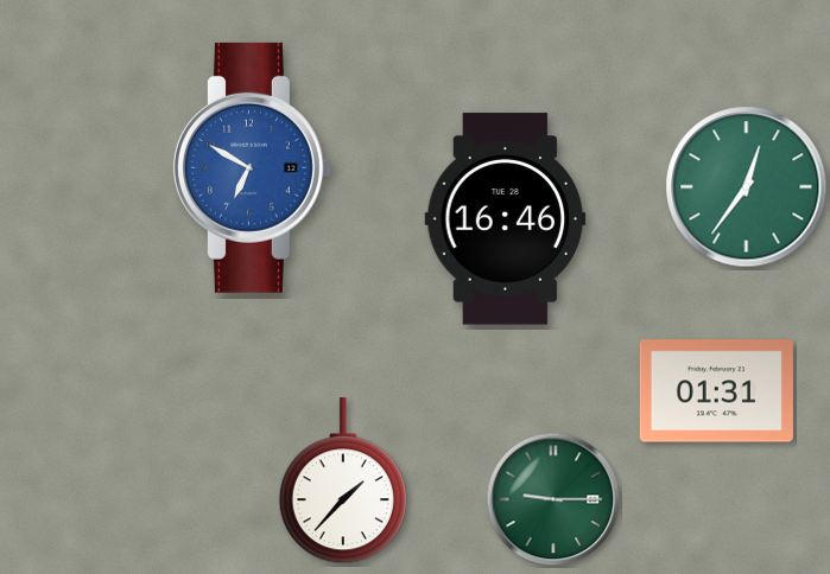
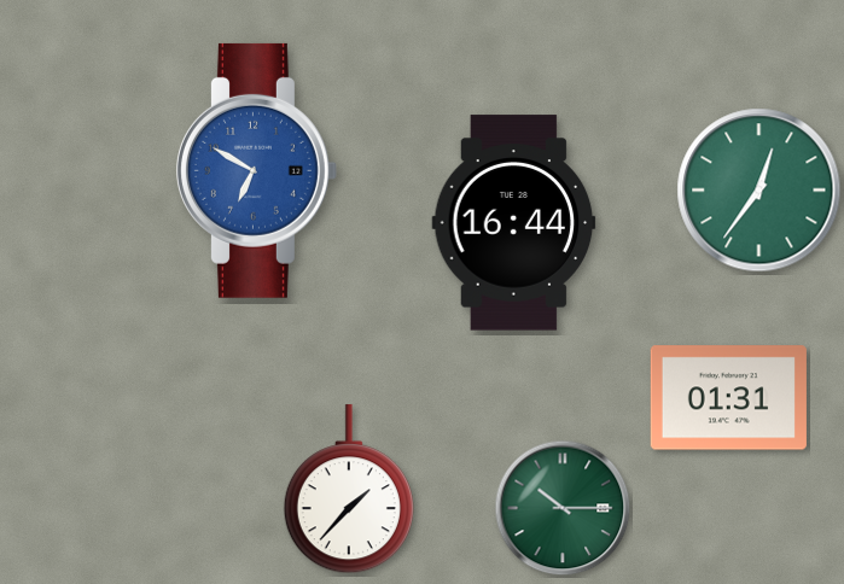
clock at (506, 219): 16:46 -> 16:44
clock at (553, 499): 9:15 -> 10:15
